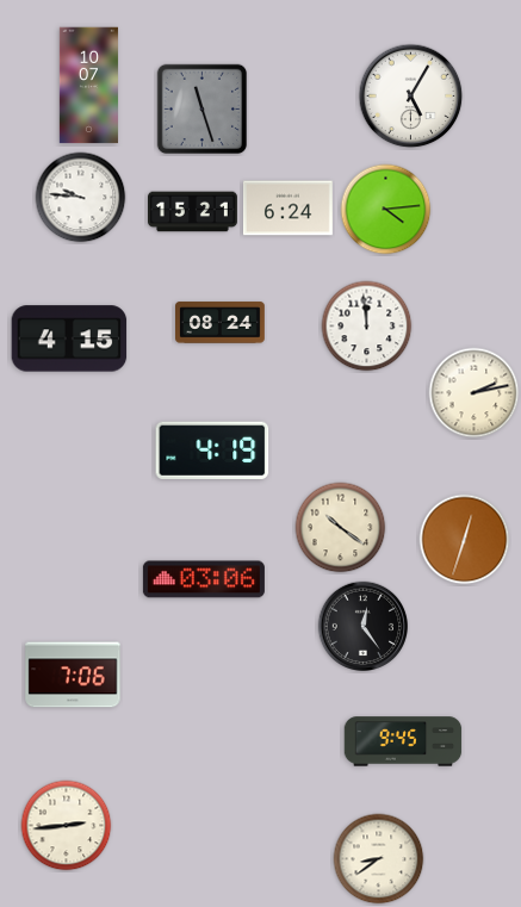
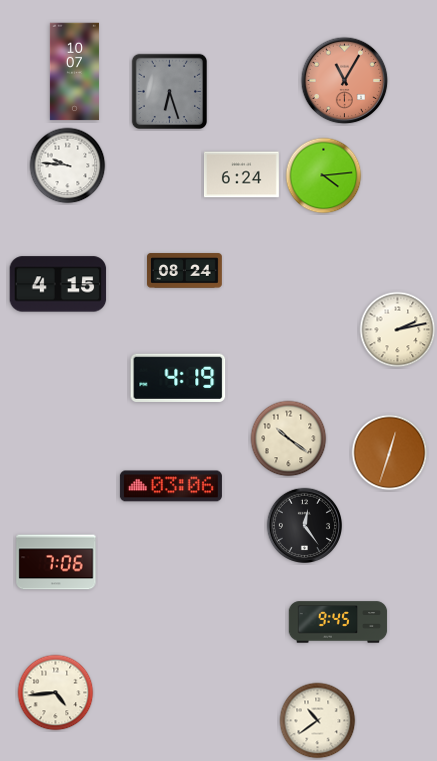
clock at (411, 97): 5:05 -> 11:05
clock at (411, 97) dial: white -> salmon
clock at (203, 110): 11:27 -> 6:27
clock at (193, 212): 15:21 -> none
clock at (367, 327): 11:59 -> none
clock at (341, 528) position: (341, 528) -> (289, 439)
clock at (73, 675) position: (73, 675) -> (56, 562)
clock at (67, 826): 2:44 -> 4:44
clock at (379, 859): 8:39 -> 10:39
